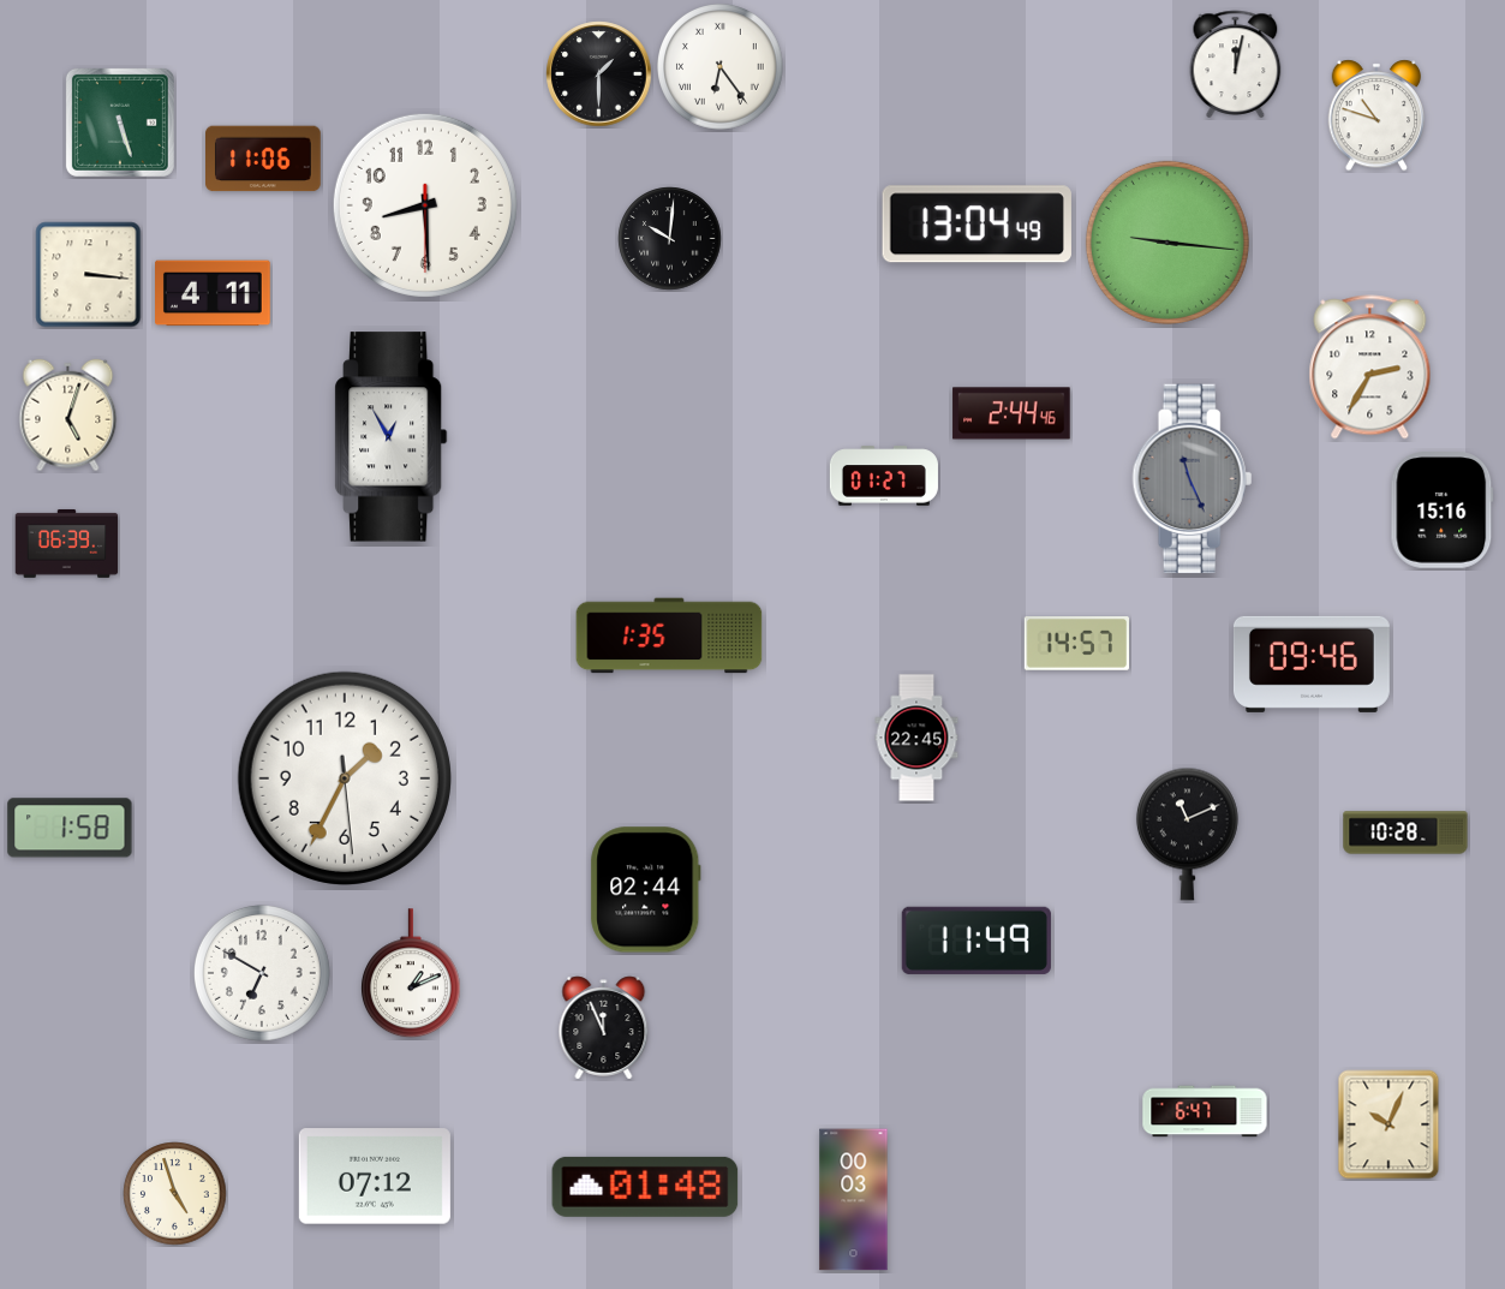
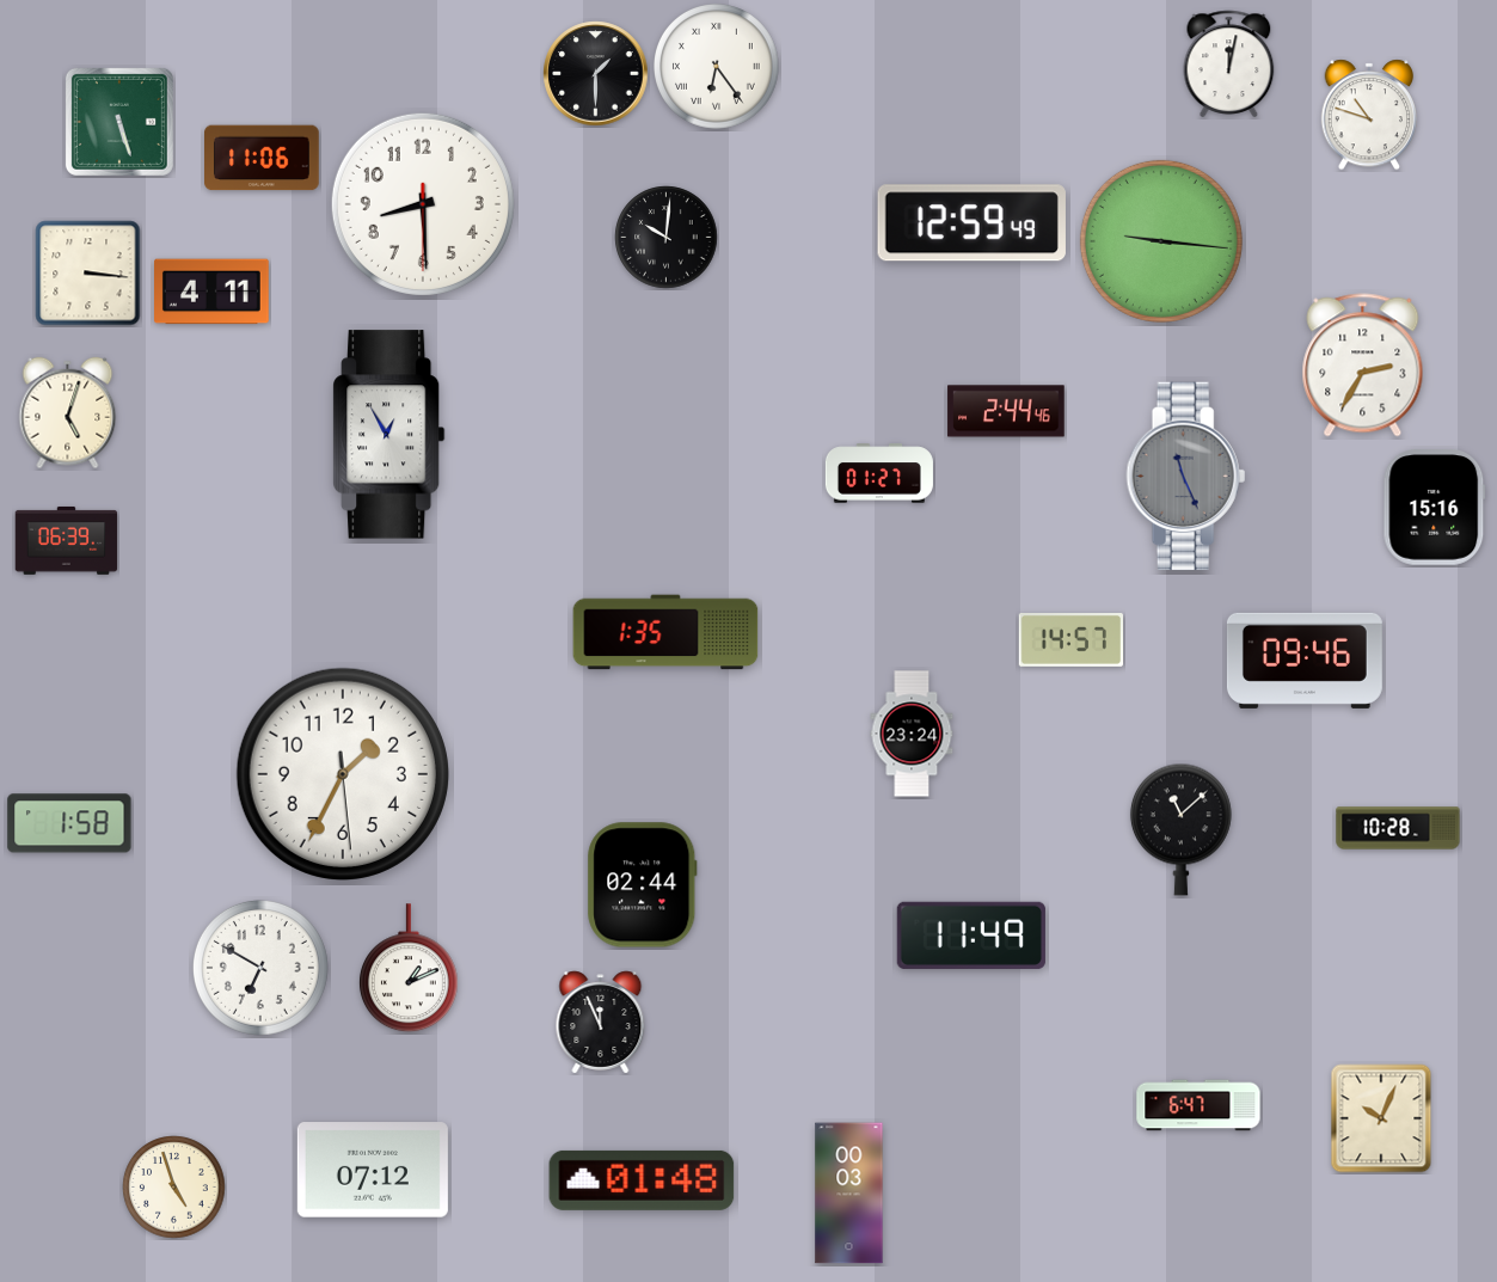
clock at (977, 225): 13:04 -> 12:59
clock at (916, 738): 22:45 -> 23:24
clock at (1187, 834): 11:11 -> 11:08
